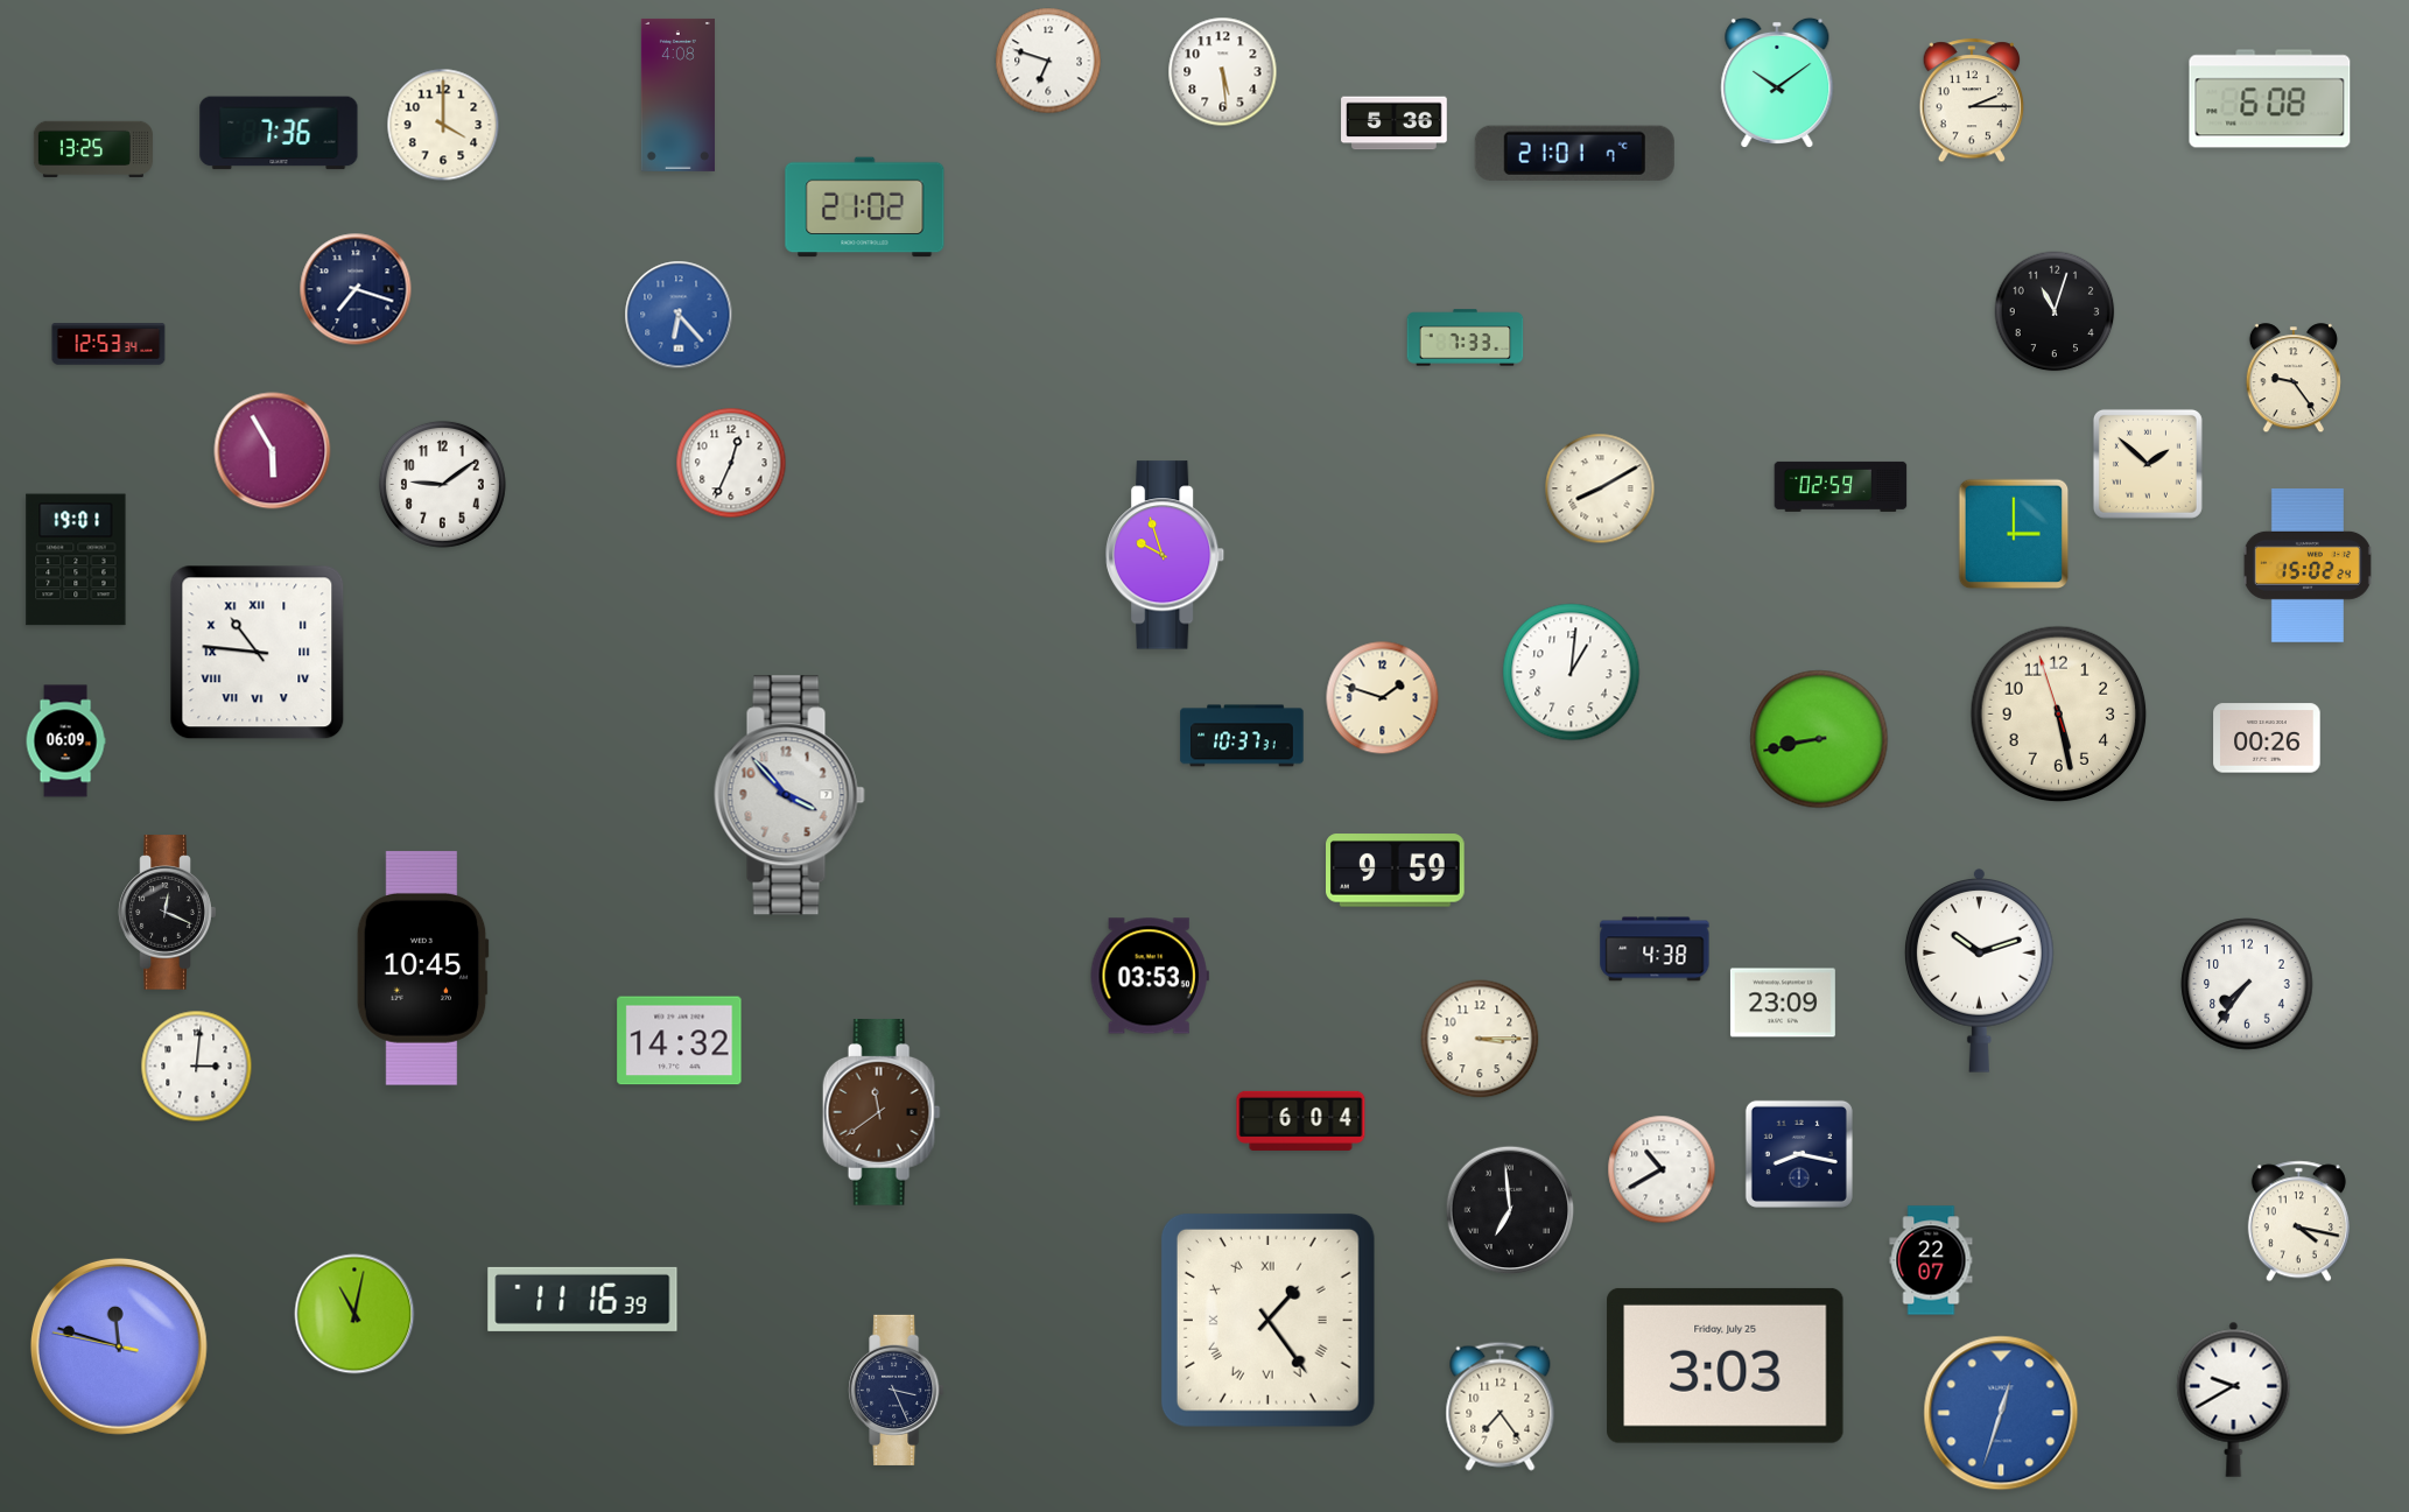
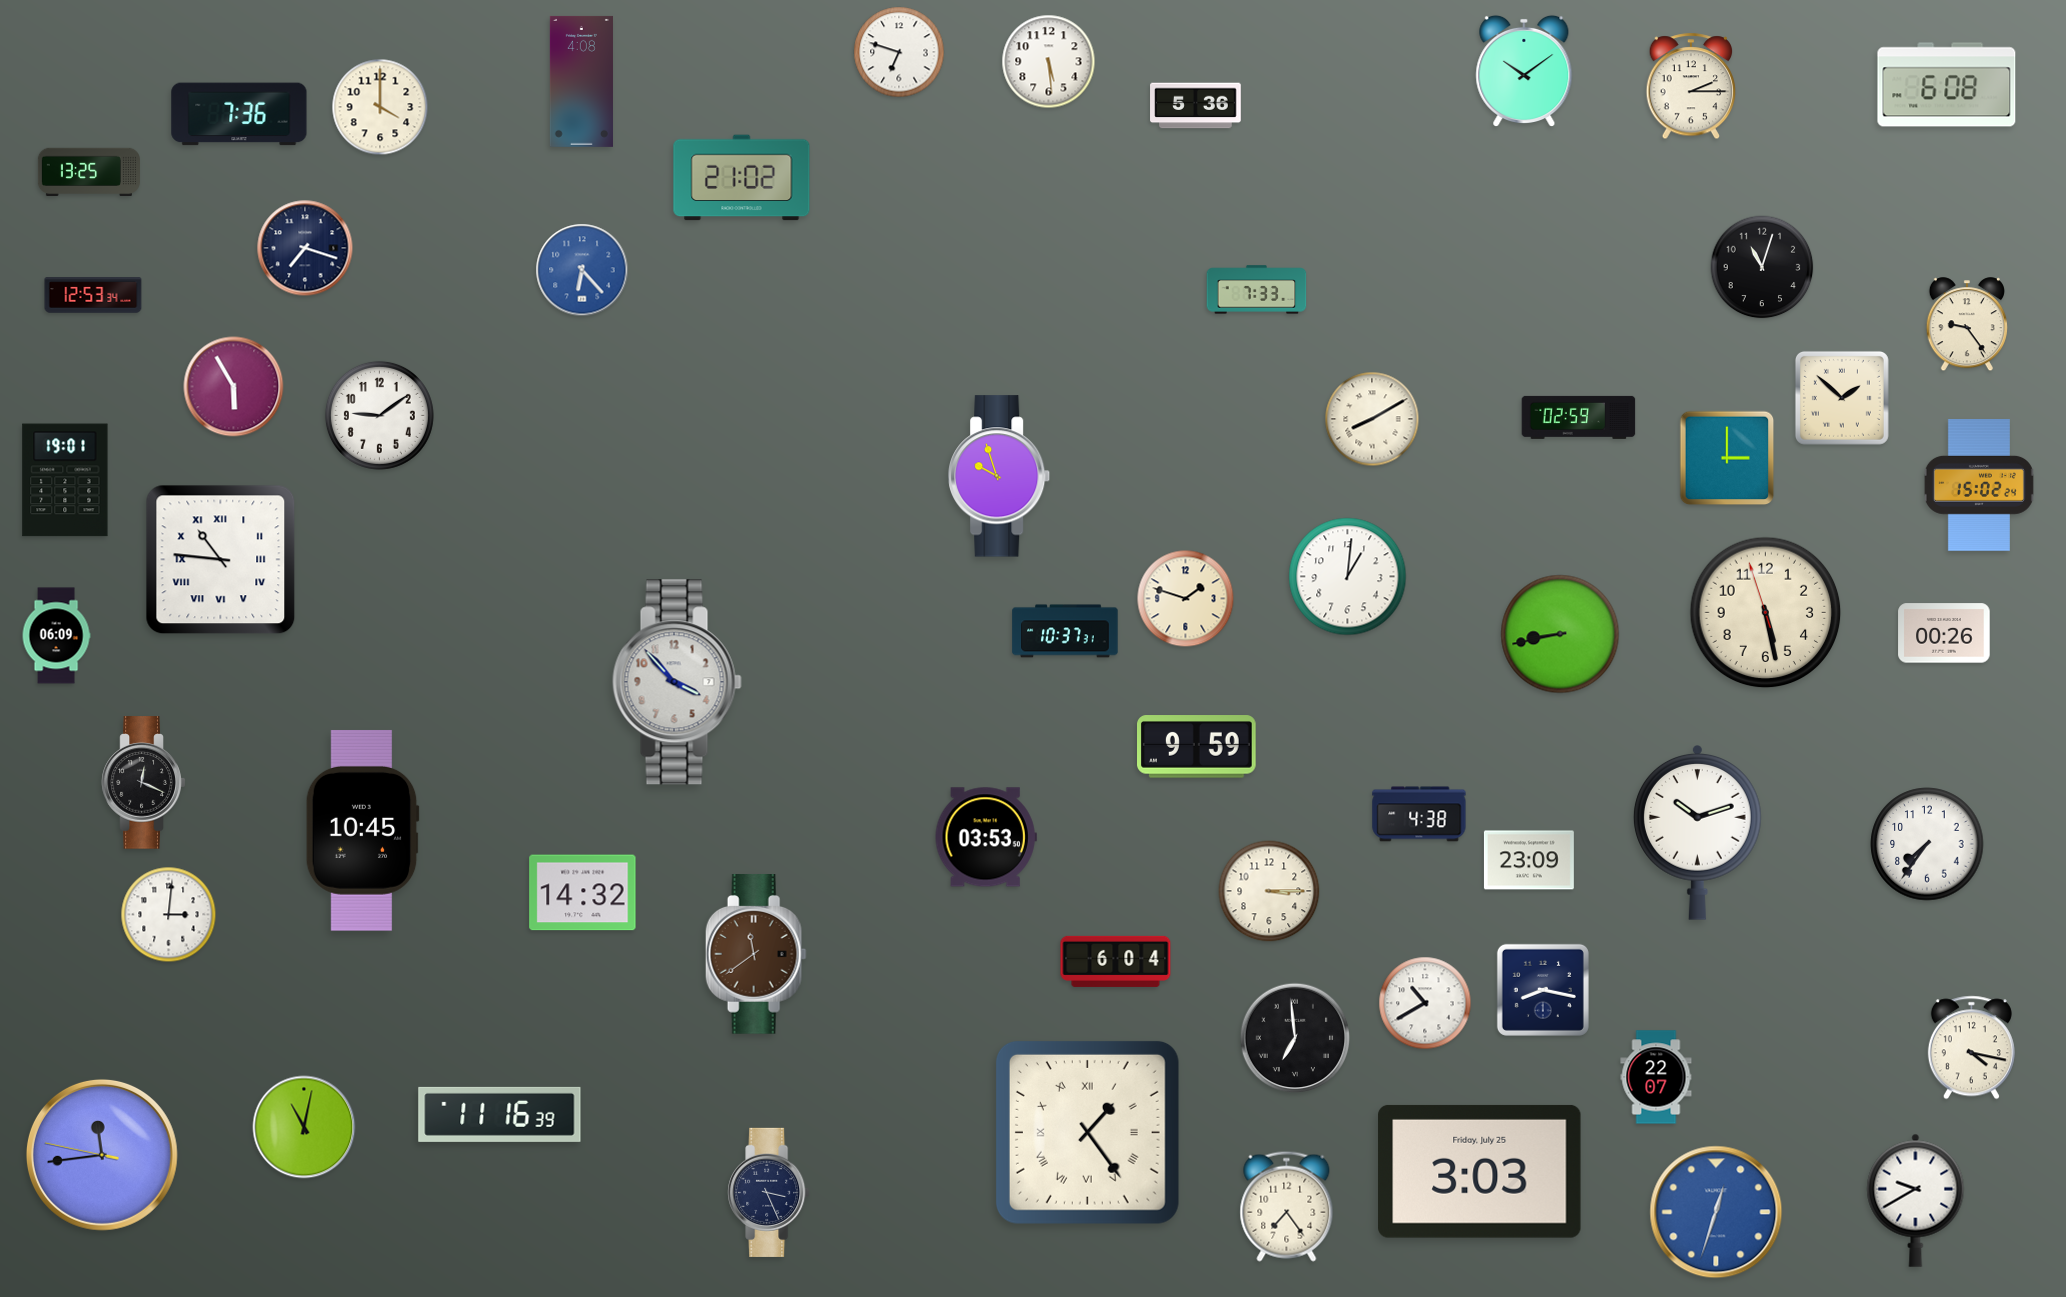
clock at (93, 149) position: (93, 149) -> (89, 172)
clock at (1574, 153): 21:01 -> none
clock at (731, 463): 12:34 -> none
clock at (1931, 1260) position: (1931, 1260) -> (1656, 1077)
clock at (119, 1346): 11:47 -> 11:43
